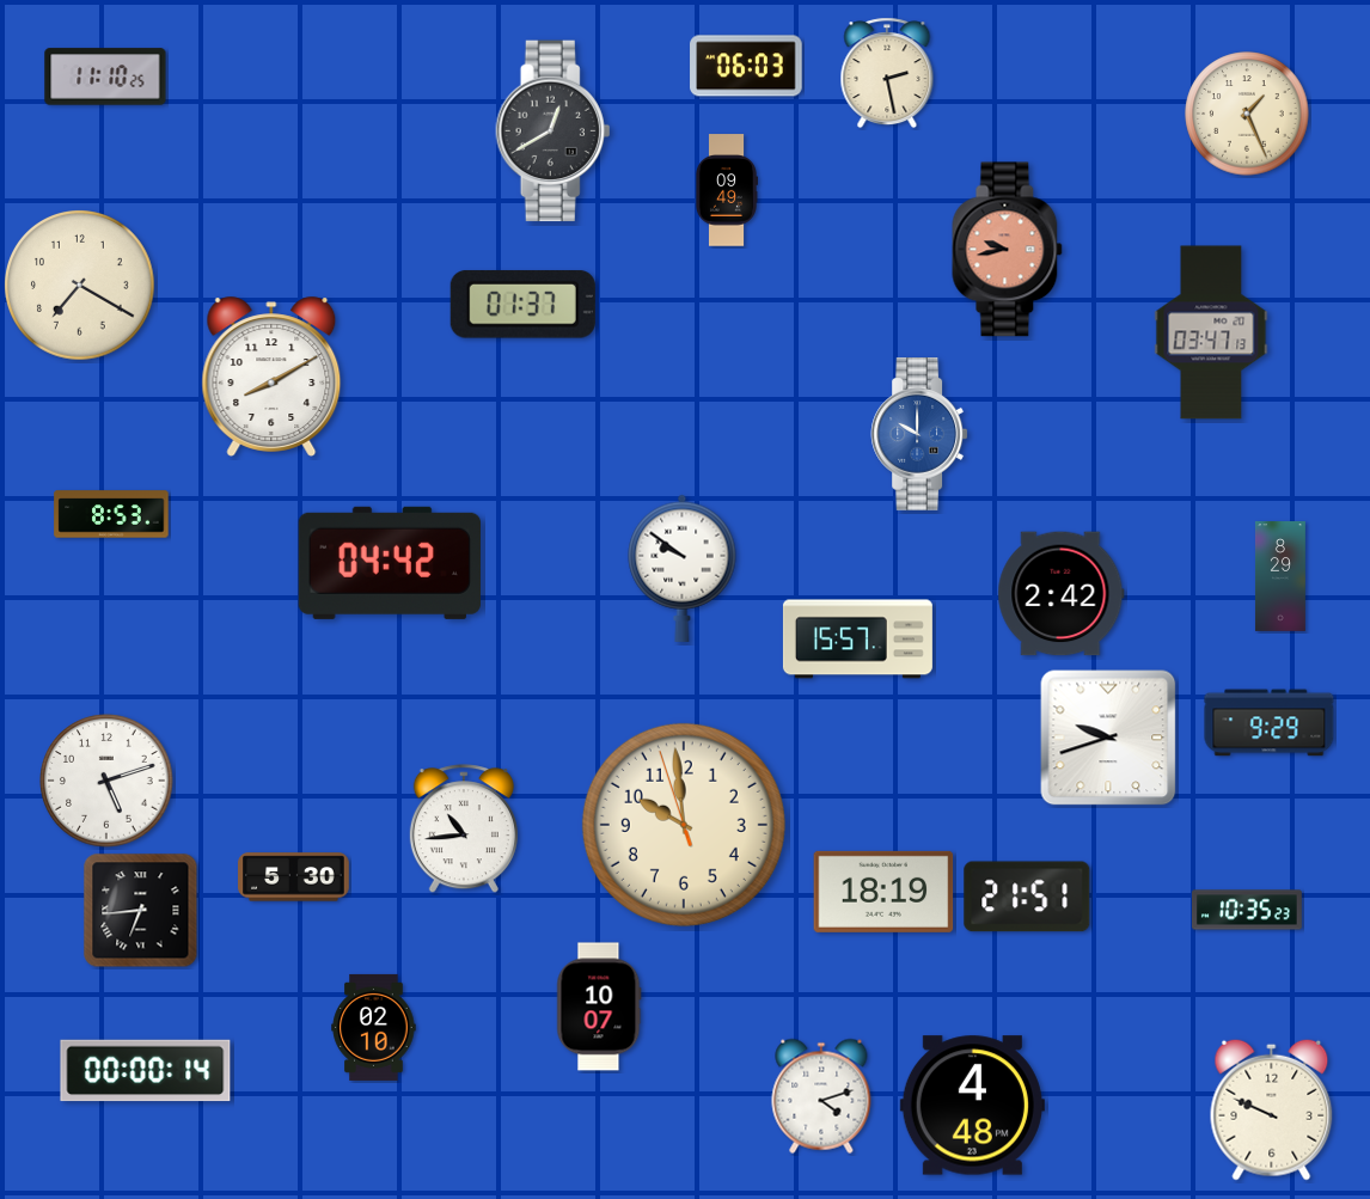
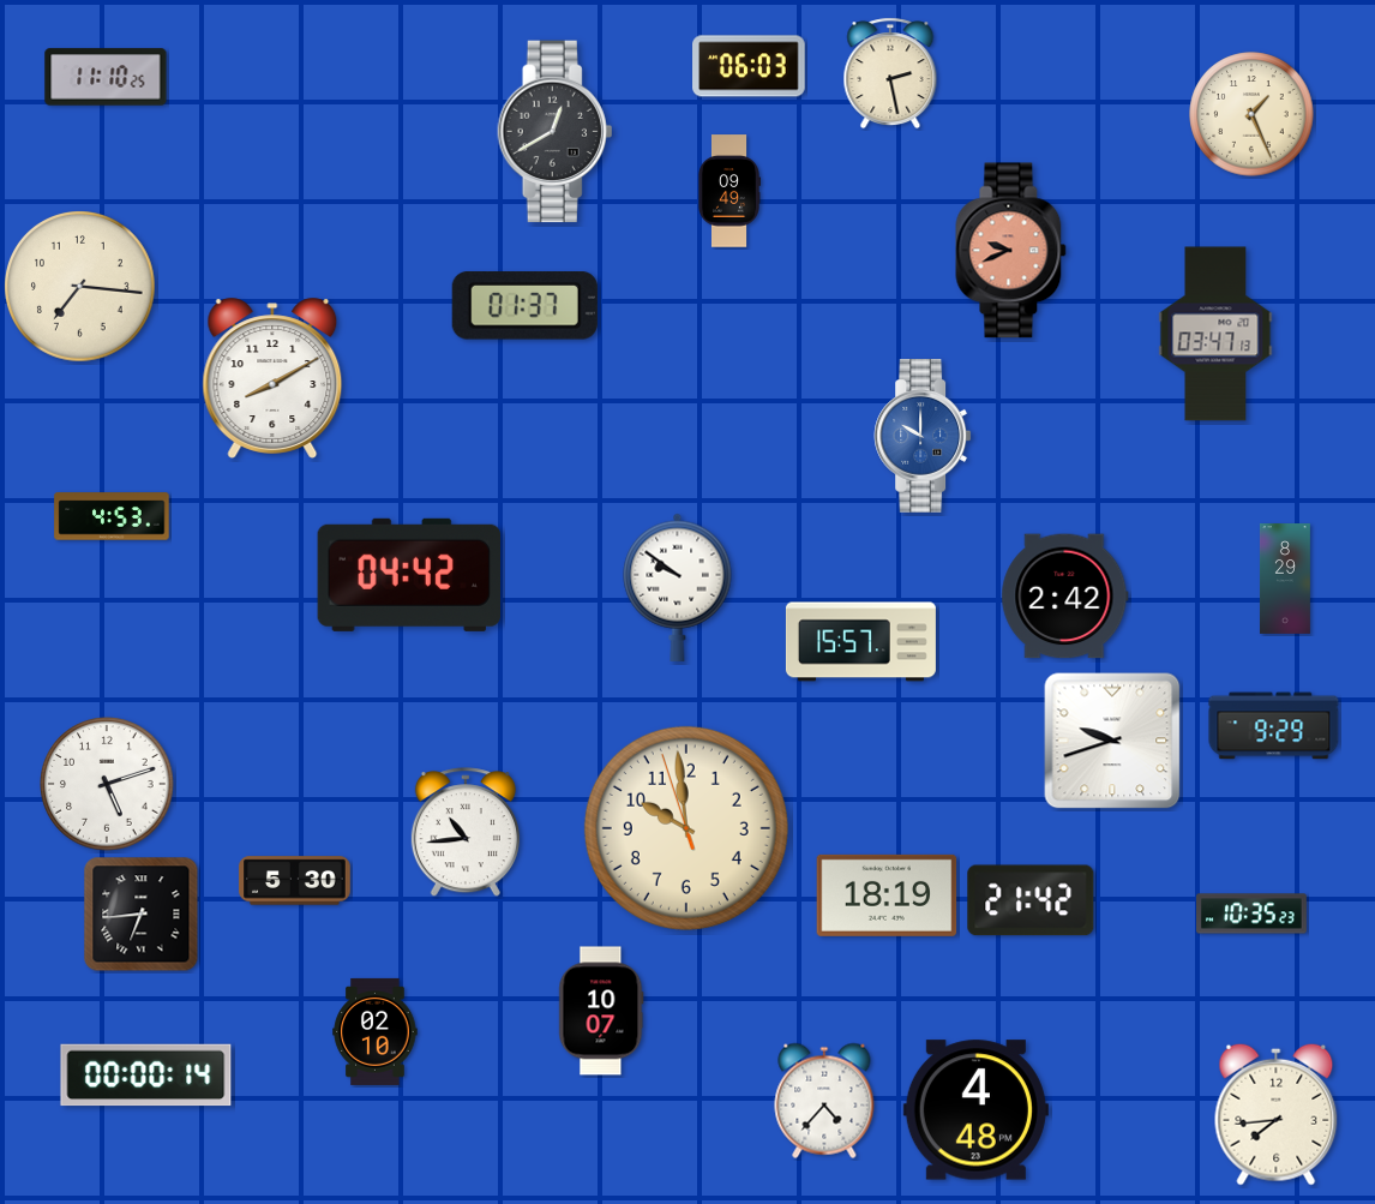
clock at (1008, 250): 9:43 -> 9:41
clock at (80, 286): 7:20 -> 7:16
clock at (111, 514): 8:53 -> 4:53
clock at (389, 563) position: (389, 563) -> (408, 575)
clock at (683, 568) position: (683, 568) -> (678, 587)
clock at (1027, 897): 21:51 -> 21:42
clock at (821, 1096): 4:12 -> 4:37
clock at (1272, 1109): 9:49 -> 7:44
